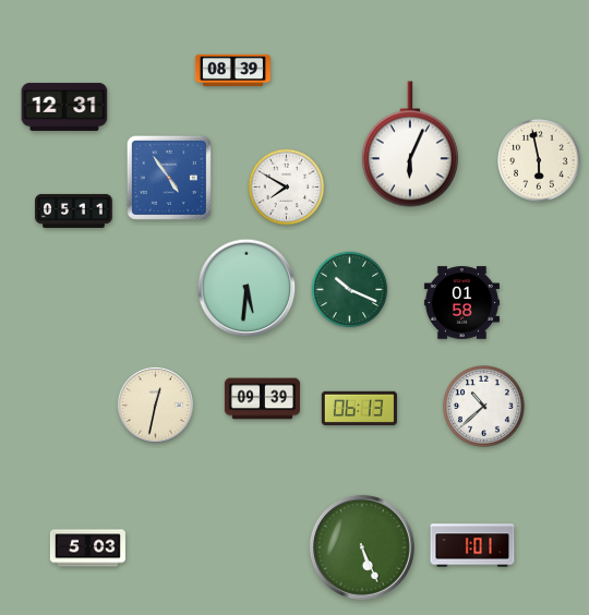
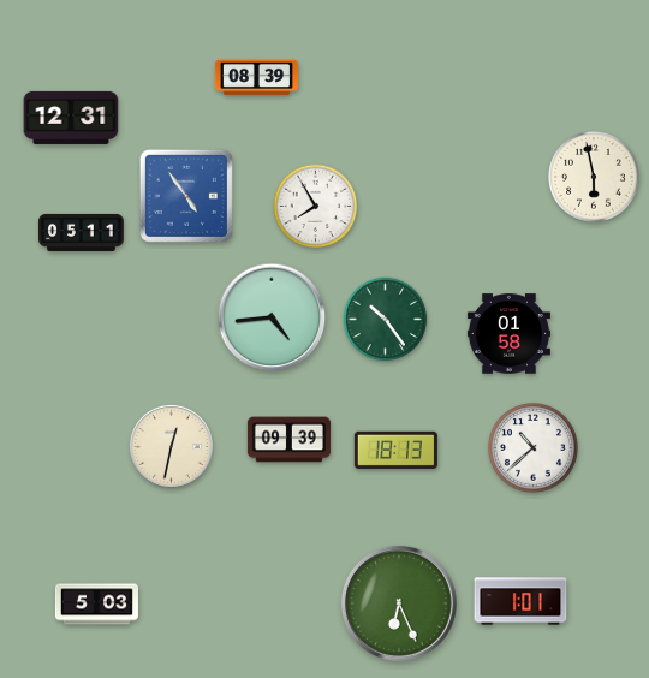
clock at (410, 144): 6:04 -> none
clock at (287, 188): 7:50 -> 7:55
clock at (247, 288): 5:31 -> 4:44
clock at (350, 290): 10:19 -> 10:24
clock at (359, 408): 06:13 -> 18:13
clock at (362, 547): 5:26 -> 6:26
